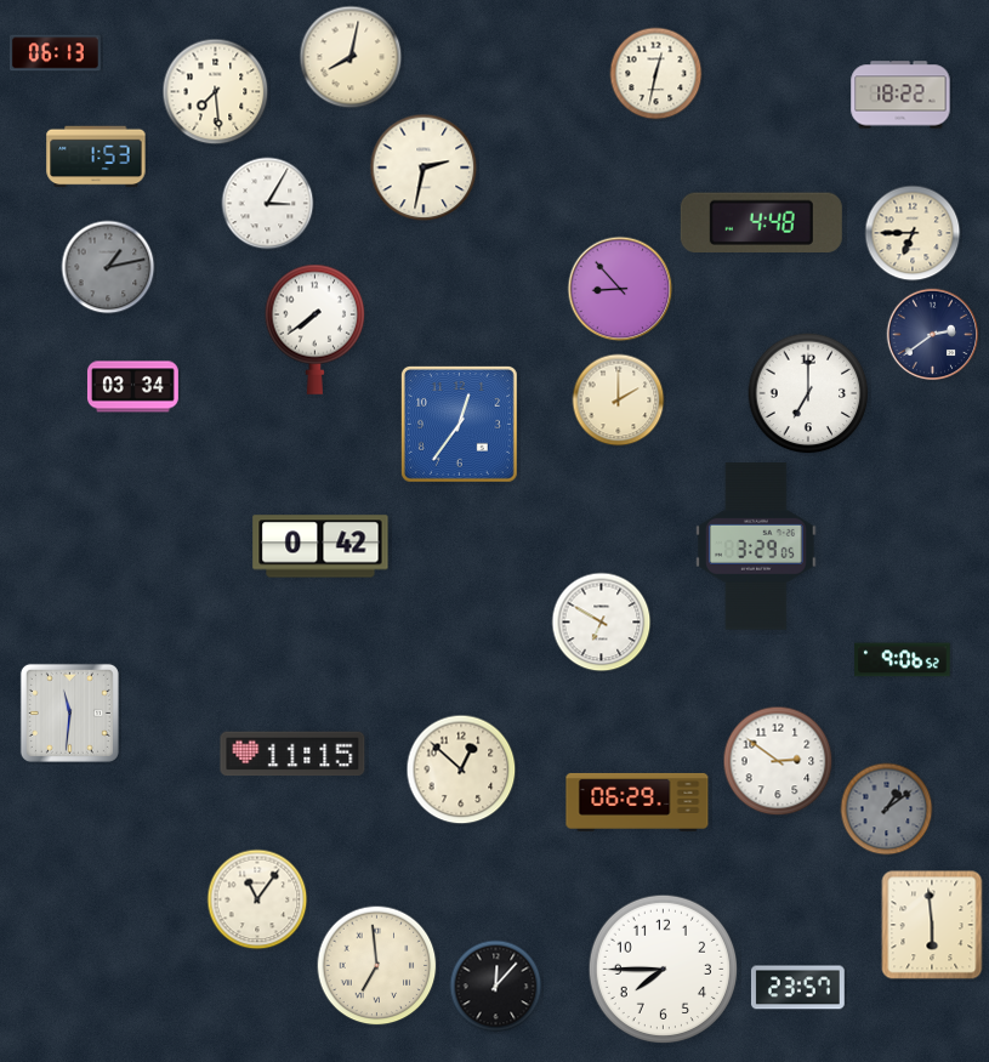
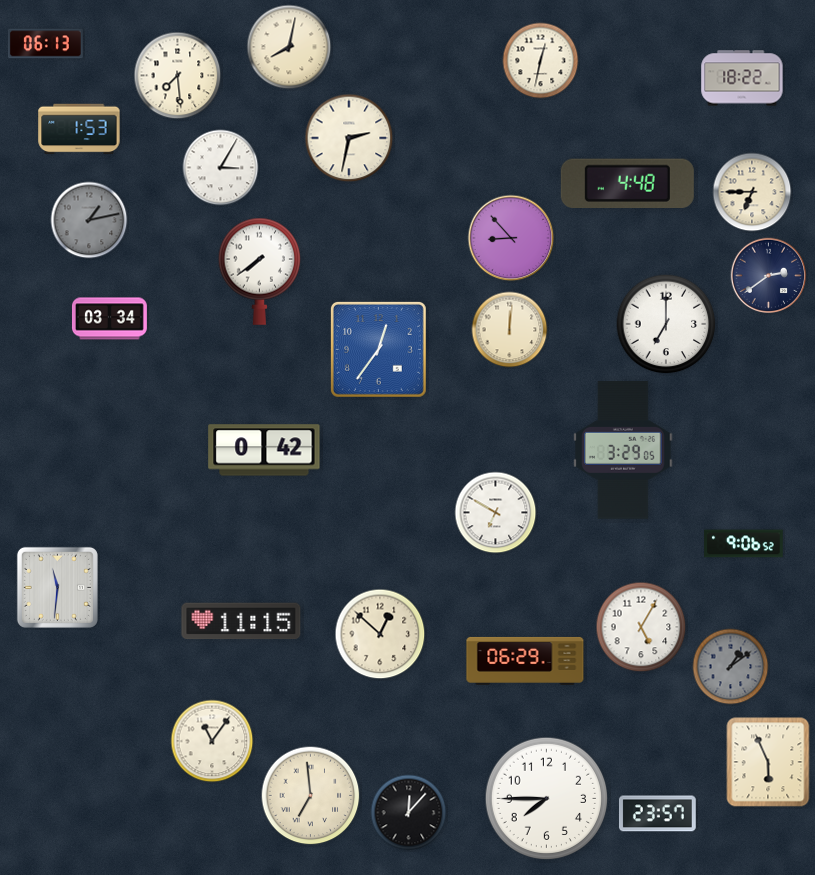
clock at (619, 401): 2:00 -> 12:01
clock at (778, 761): 2:51 -> 5:05
clock at (932, 925): 5:59 -> 5:56
